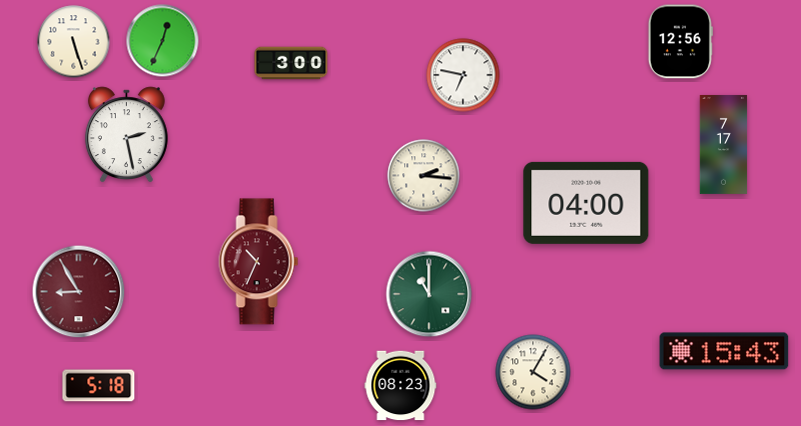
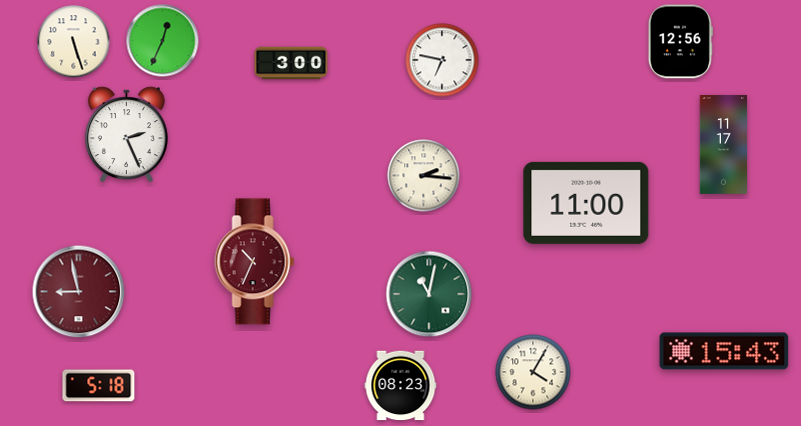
clock at (463, 75) position: (463, 75) -> (442, 60)
clock at (126, 135): 2:28 -> 2:26
clock at (724, 144): 7:17 -> 11:17
clock at (586, 203): 04:00 -> 11:00
clock at (259, 262) position: (259, 262) -> (255, 262)
clock at (79, 292): 8:55 -> 8:58
clock at (429, 294): 11:00 -> 11:02
